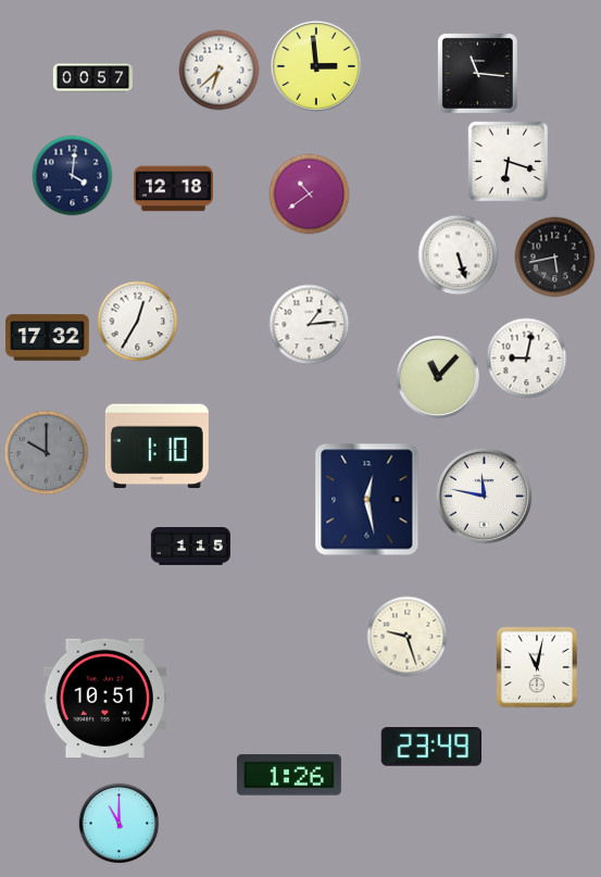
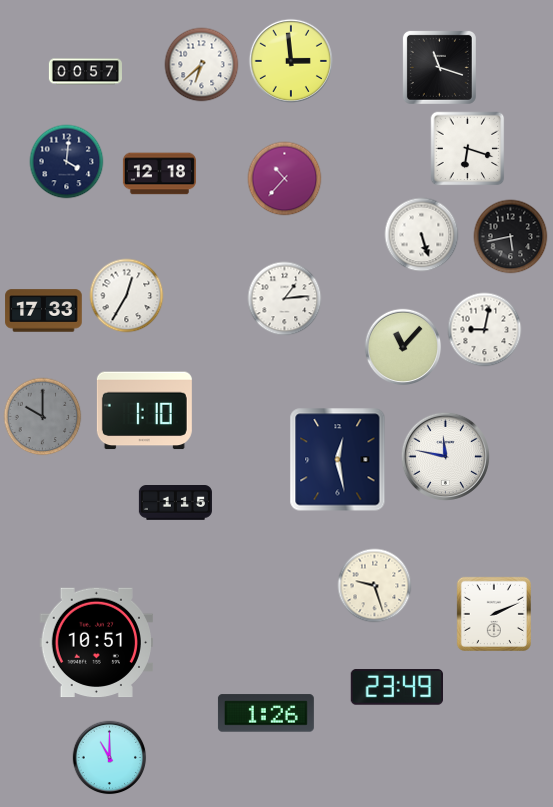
clock at (477, 73): 11:16 -> 11:18
clock at (310, 195): 10:39 -> 10:37
clock at (48, 338): 17:32 -> 17:33
clock at (537, 667): 11:02 -> 2:11
